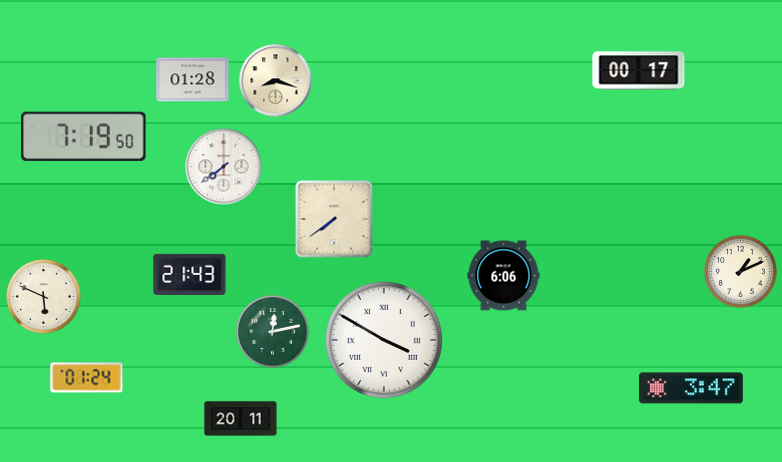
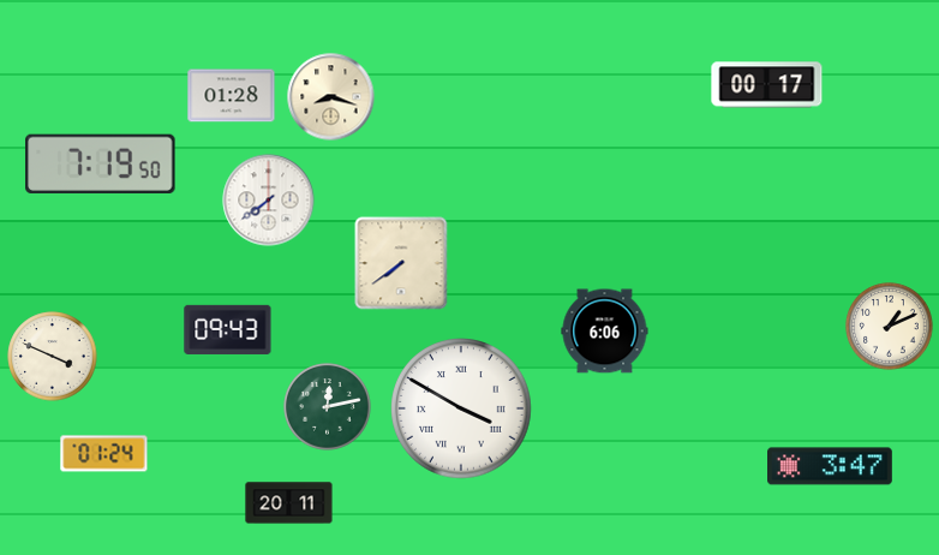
clock at (190, 274): 21:43 -> 09:43
clock at (44, 297): 5:49 -> 3:49
clock at (273, 332) position: (273, 332) -> (328, 407)
